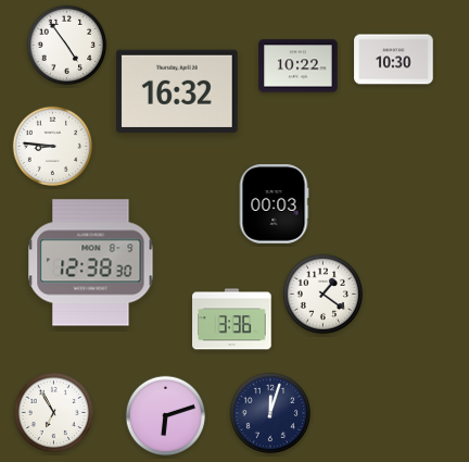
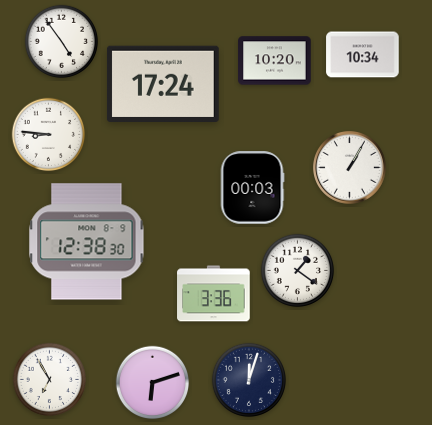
clock at (394, 60): 10:30 -> 10:34
clock at (299, 66): 10:22 -> 10:20
clock at (177, 90): 16:32 -> 17:24
clock at (350, 168): none -> 1:05
clock at (91, 263) position: (91, 263) -> (87, 242)
